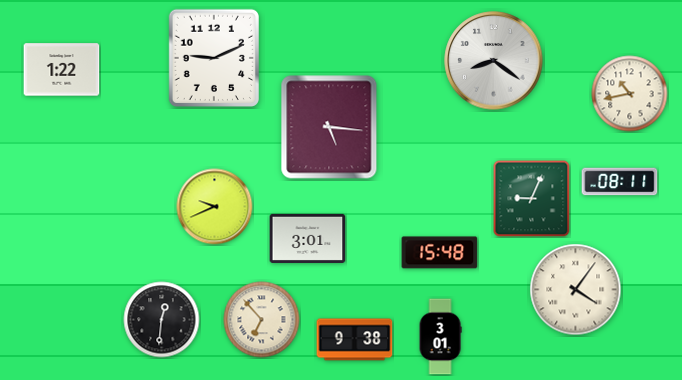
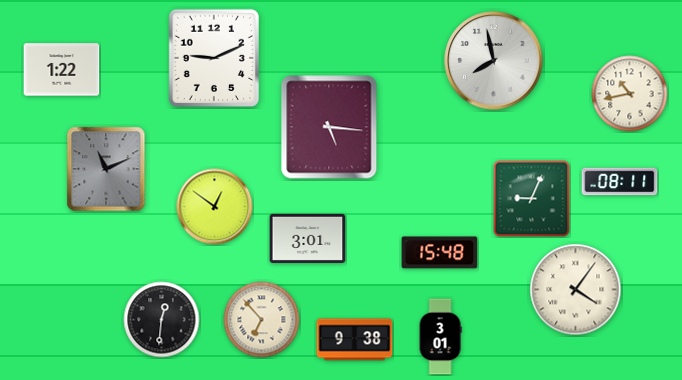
clock at (494, 61): 8:21 -> 7:58
clock at (106, 169): none -> 11:11
clock at (215, 207): 9:41 -> 12:51
